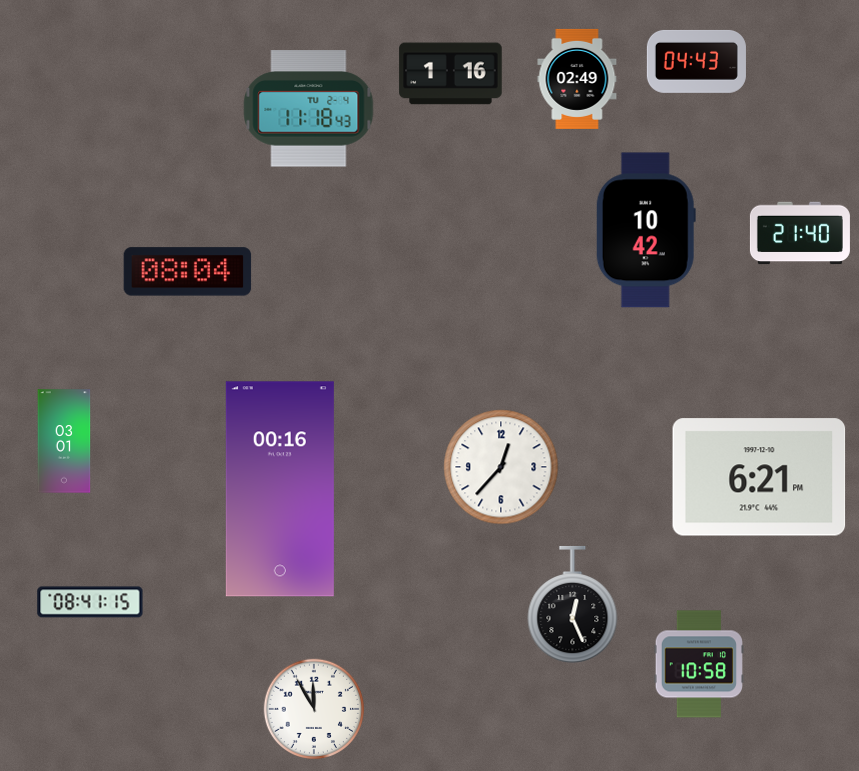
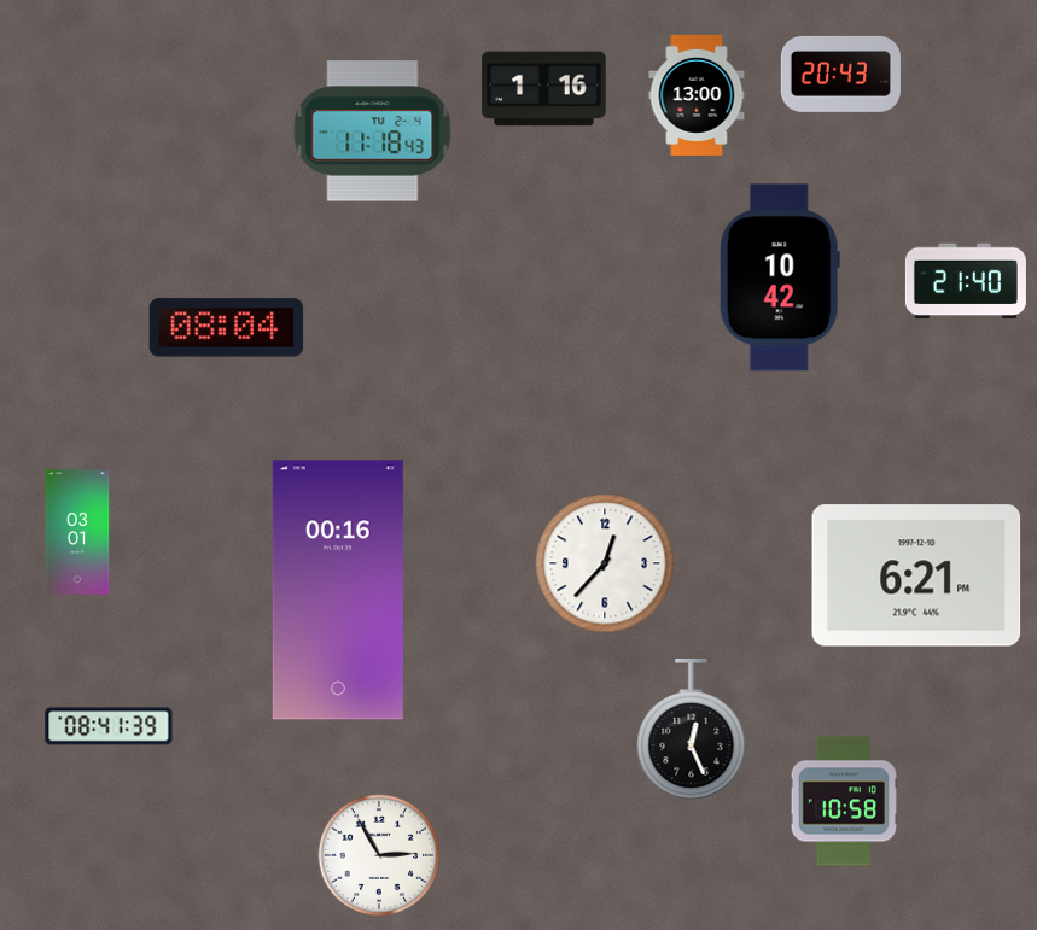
clock at (696, 61): 04:43 -> 20:43
clock at (577, 79): 02:49 -> 13:00
clock at (90, 602): 08:41:15 -> 08:41:39
clock at (313, 708): 11:55 -> 2:55
